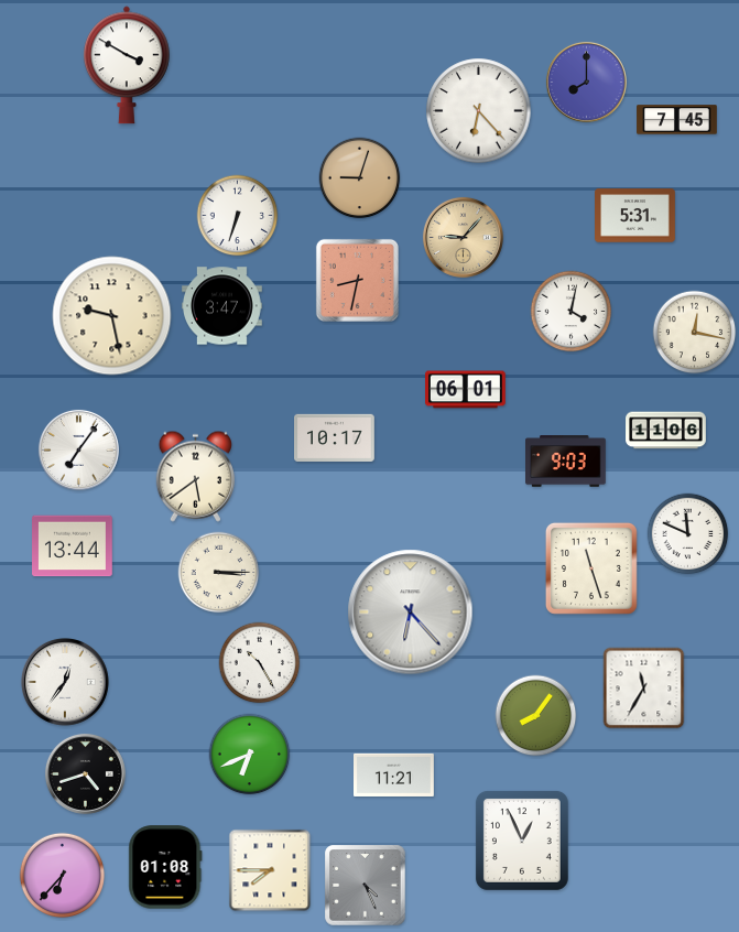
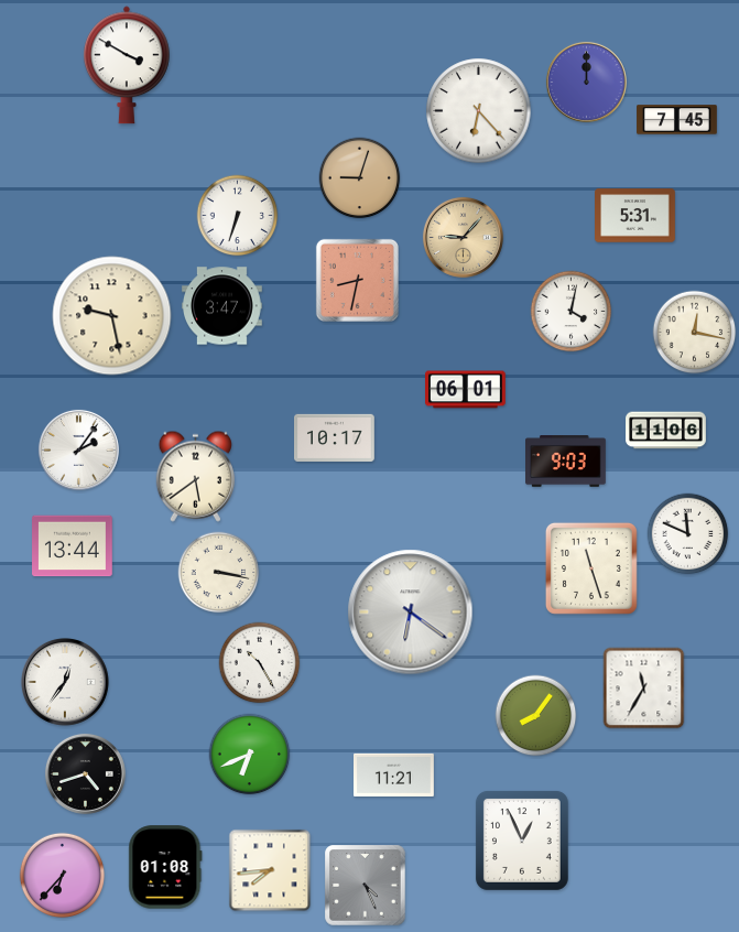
clock at (586, 82): 8:00 -> 12:00
clock at (78, 449): 7:06 -> 2:06
clock at (219, 573): 3:15 -> 3:17
clock at (411, 613): 6:23 -> 6:21
clock at (270, 870): 7:45 -> 7:44
